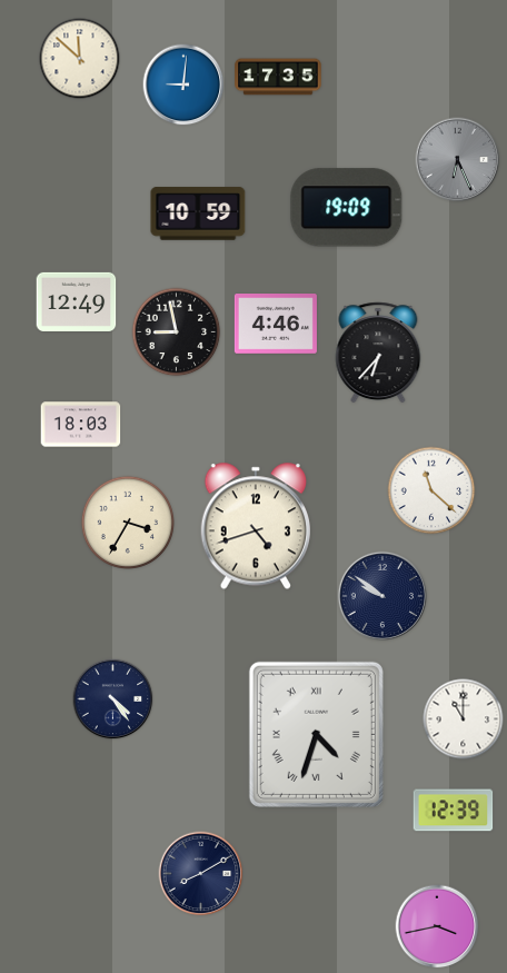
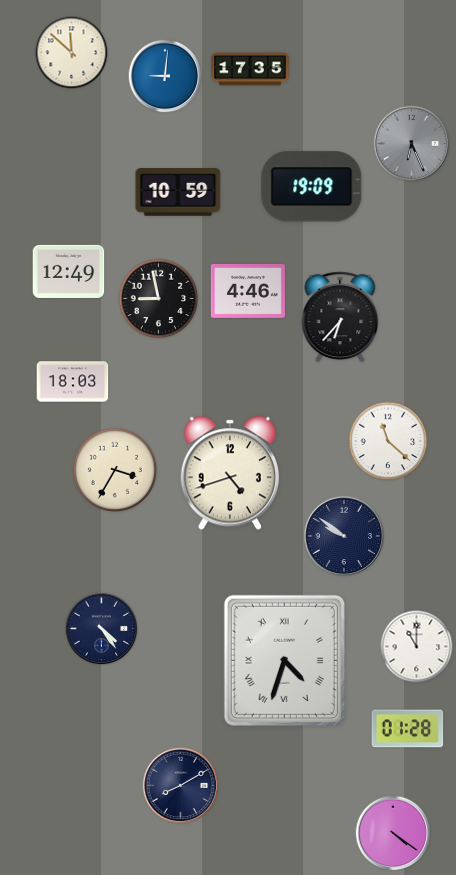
clock at (454, 811): 12:39 -> 01:28
clock at (437, 926): 3:43 -> 4:21
